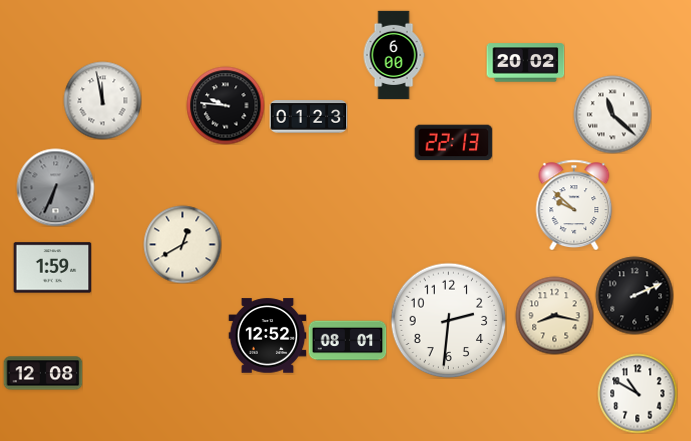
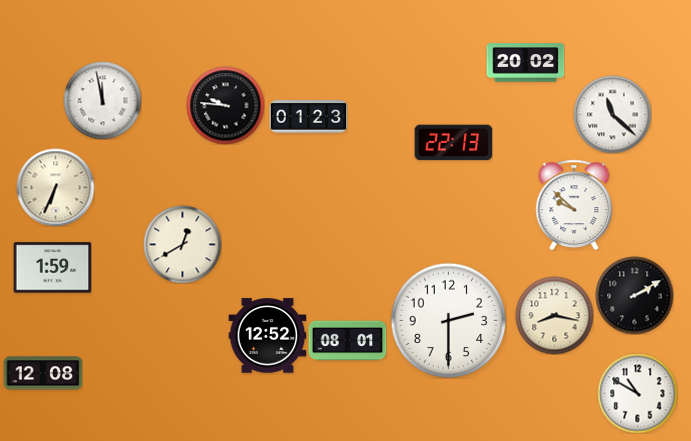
clock at (394, 54): 6:00 -> none
clock at (55, 187) dial: grey -> cream
clock at (634, 295): 2:11 -> 2:10
clock at (448, 320): 2:31 -> 2:30
